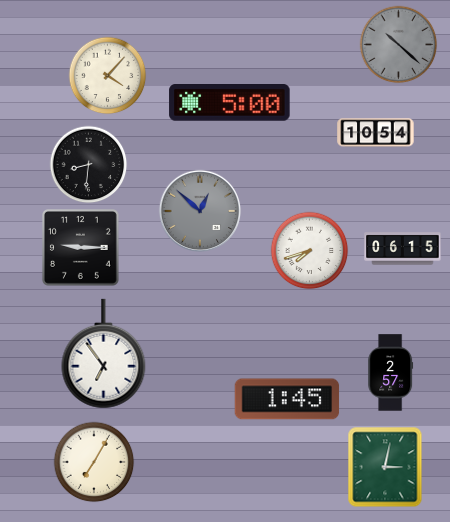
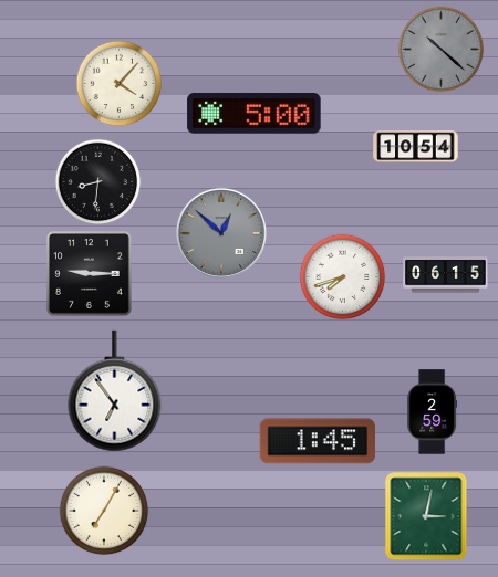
clock at (391, 373): 2:57 -> 2:59
